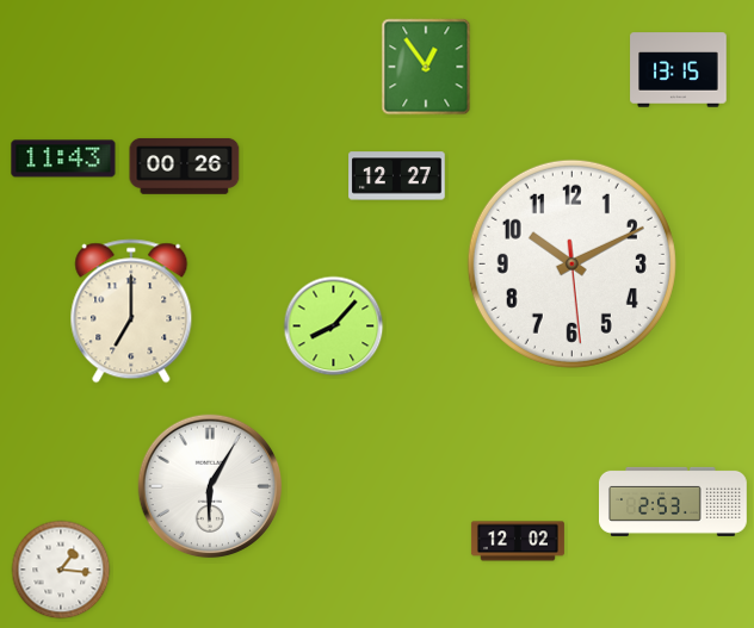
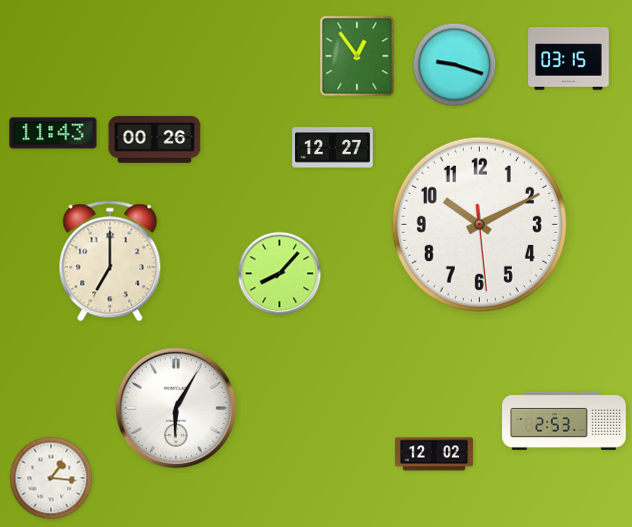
clock at (679, 70): 13:15 -> 03:15
clock at (455, 65): none -> 9:18
clock at (571, 263) position: (571, 263) -> (479, 224)
